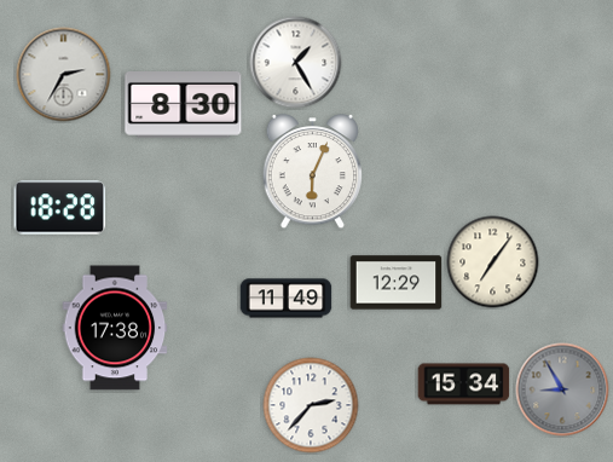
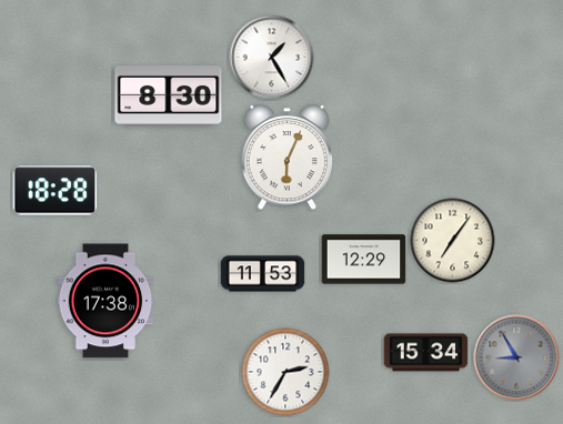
clock at (64, 75): 2:35 -> none
clock at (287, 299): 11:49 -> 11:53
clock at (311, 405): 2:37 -> 2:35
